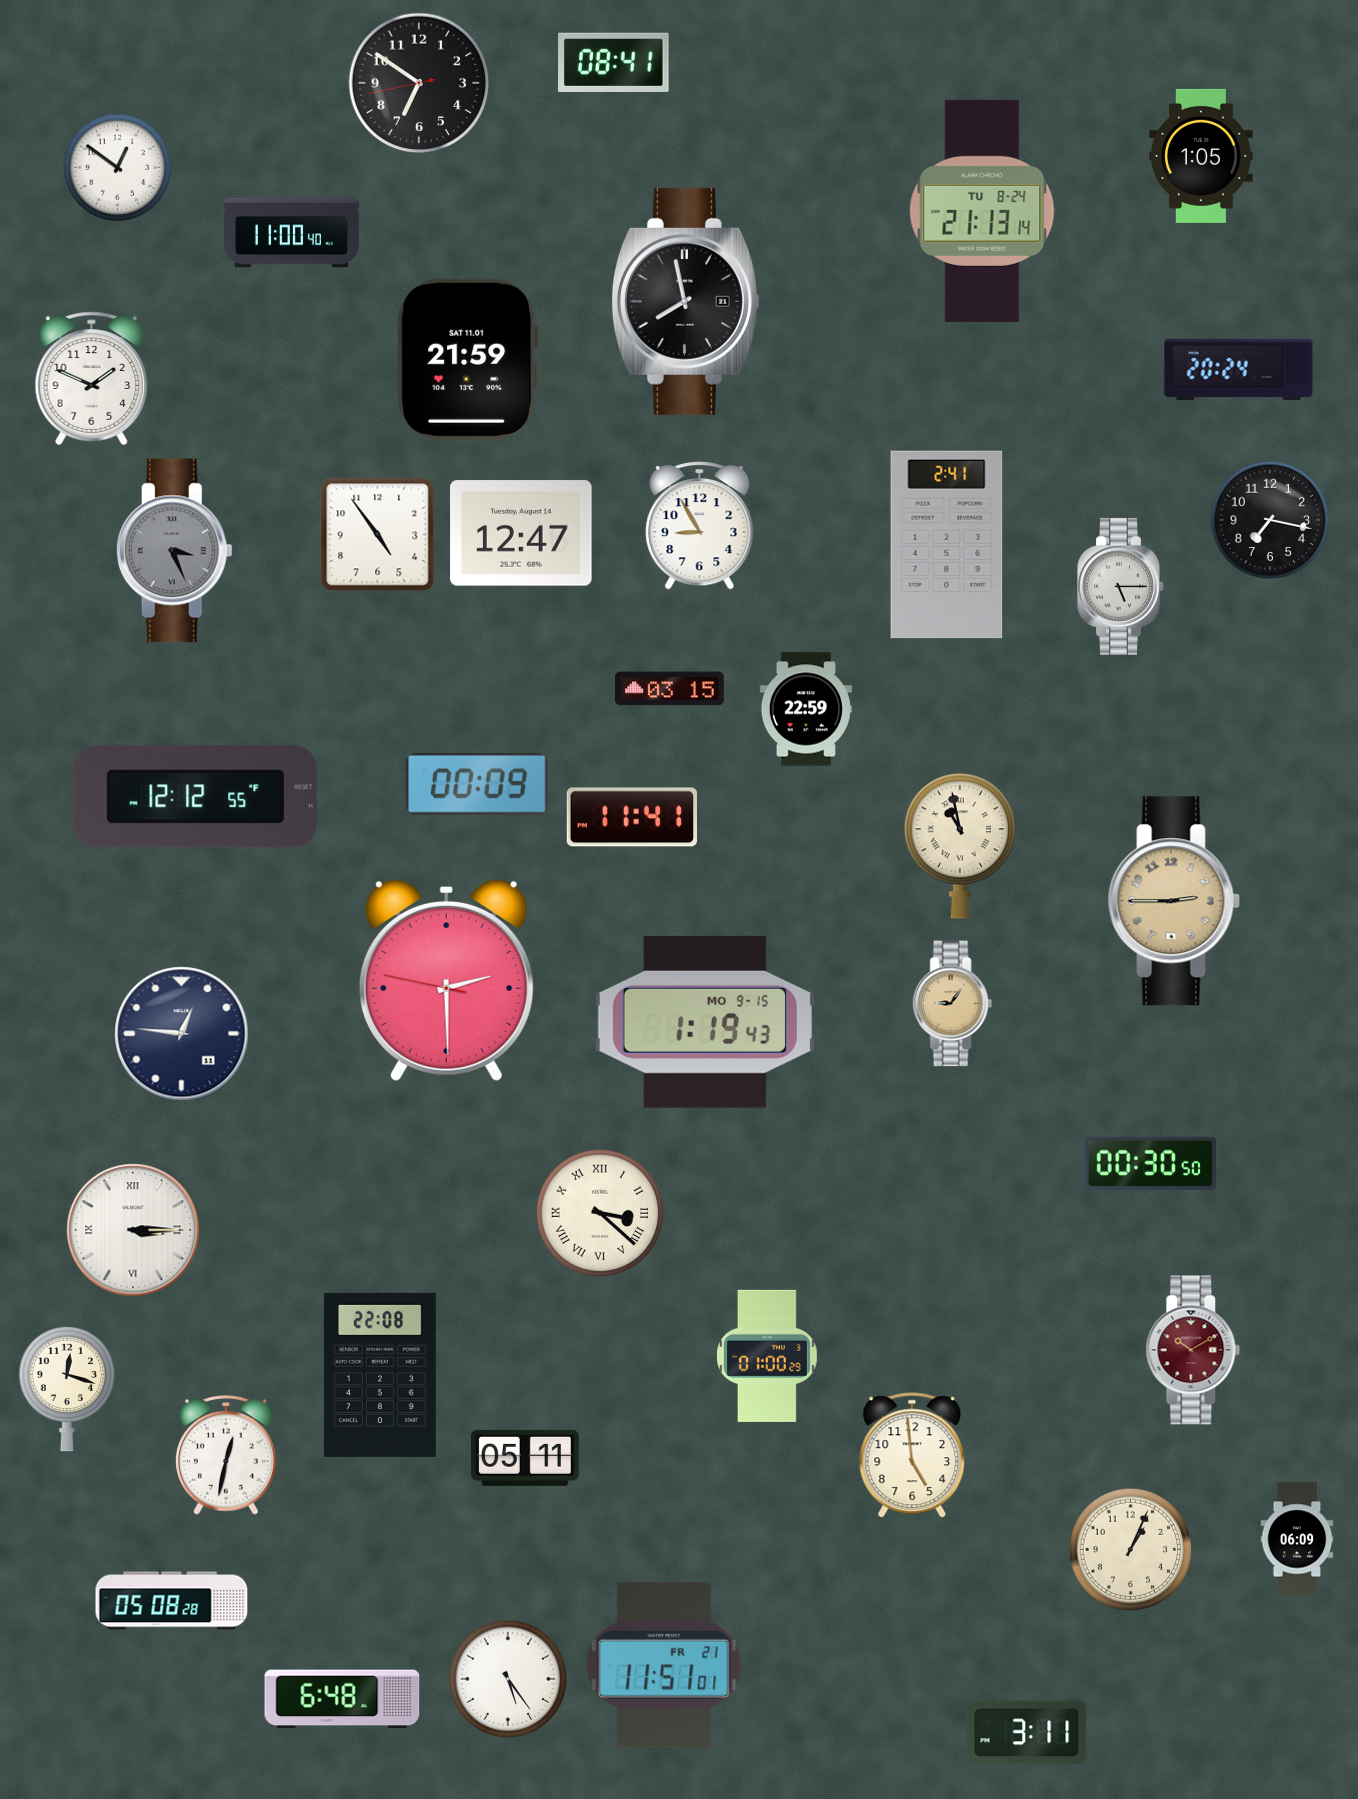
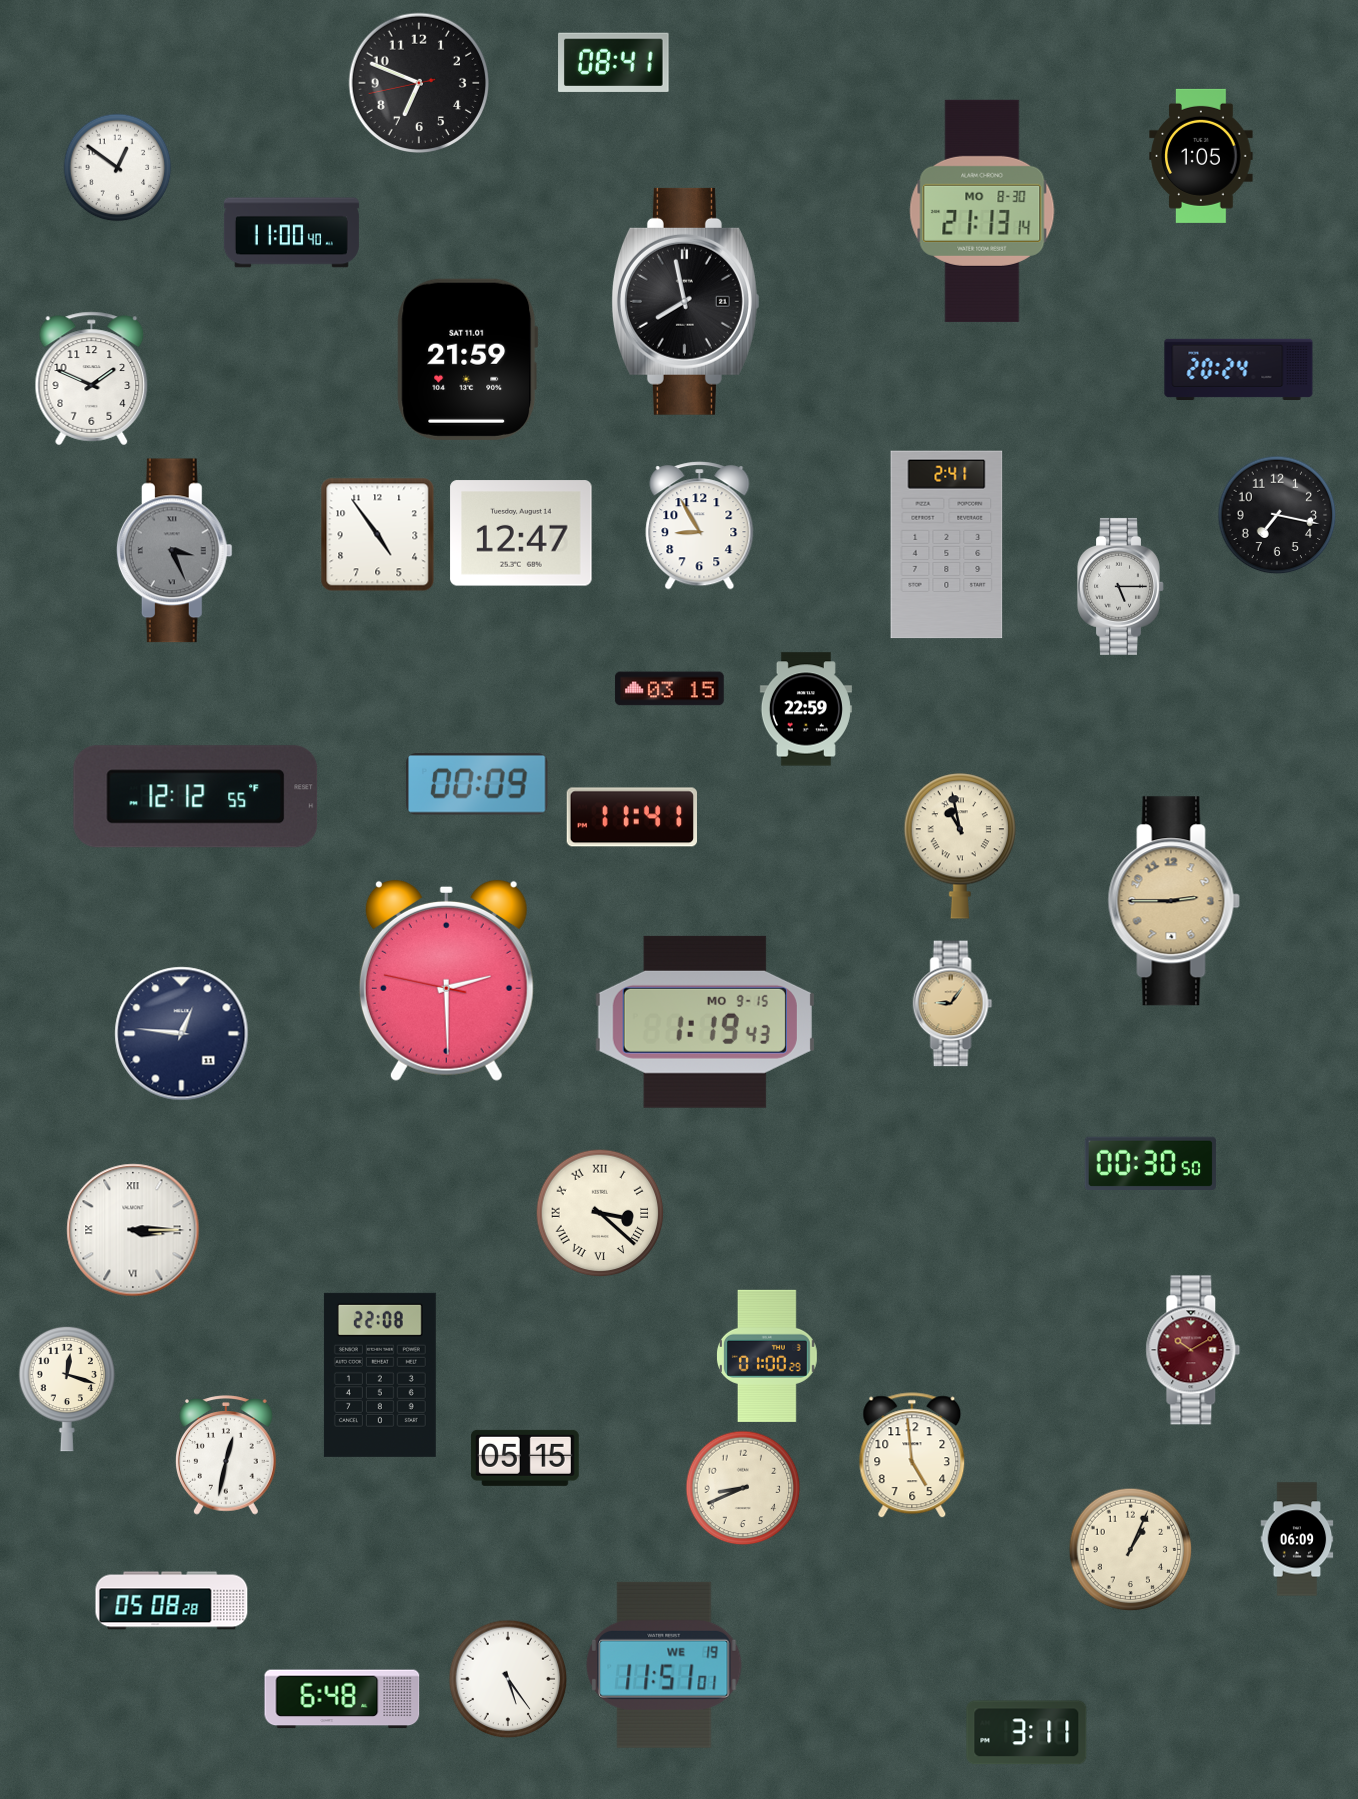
clock at (419, 83): 6:50 -> 6:48
clock at (982, 211) date: TU 8-24 -> MO 8-30
clock at (1270, 520) position: (1270, 520) -> (1277, 515)
clock at (525, 1458): 05:11 -> 05:15
clock at (743, 1488): none -> 8:41
clock at (664, 1665) date: FR 21 -> WE 19
